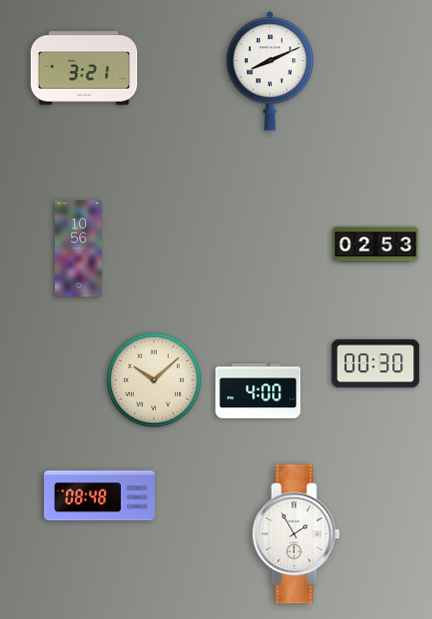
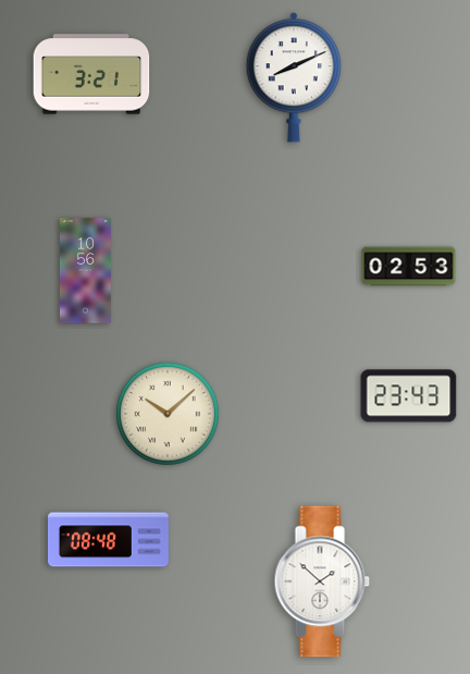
clock at (376, 364): 00:30 -> 23:43
clock at (258, 391): 4:00 -> none
clock at (296, 534): 1:55 -> 1:52
